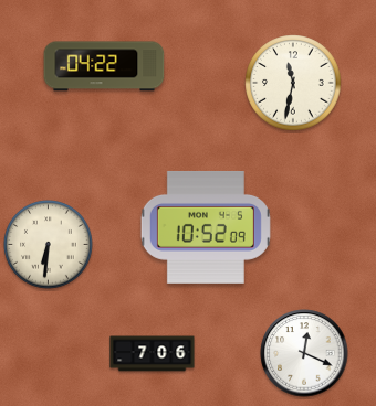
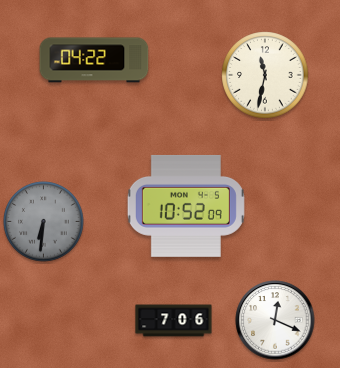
clock at (49, 245) dial: cream -> grey
clock at (153, 354) position: (153, 354) -> (174, 321)
